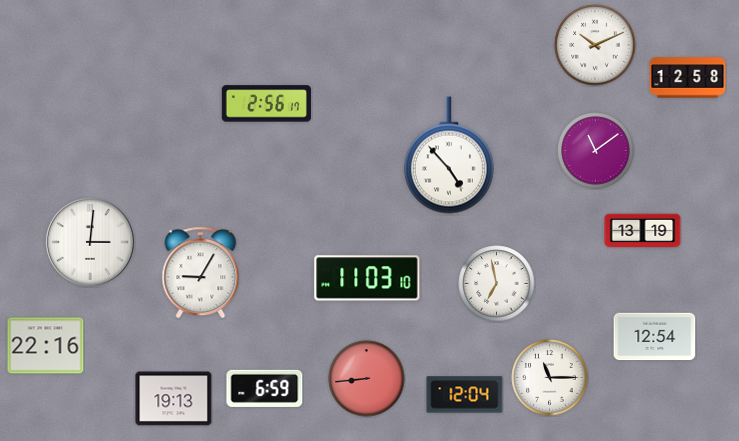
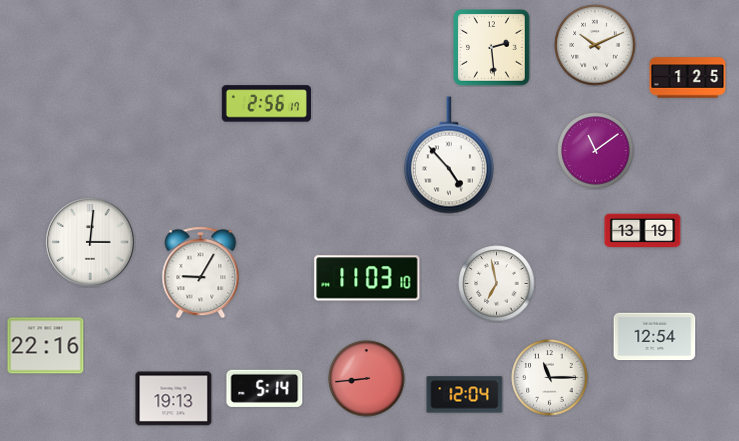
clock at (492, 48): none -> 2:29
clock at (688, 78): 12:58 -> 1:25
clock at (265, 388): 6:59 -> 5:14
